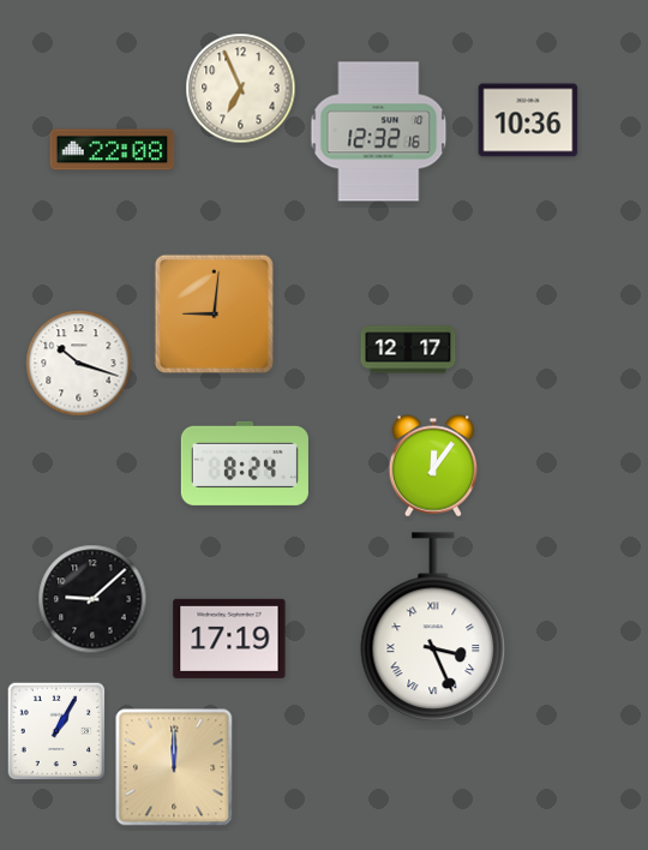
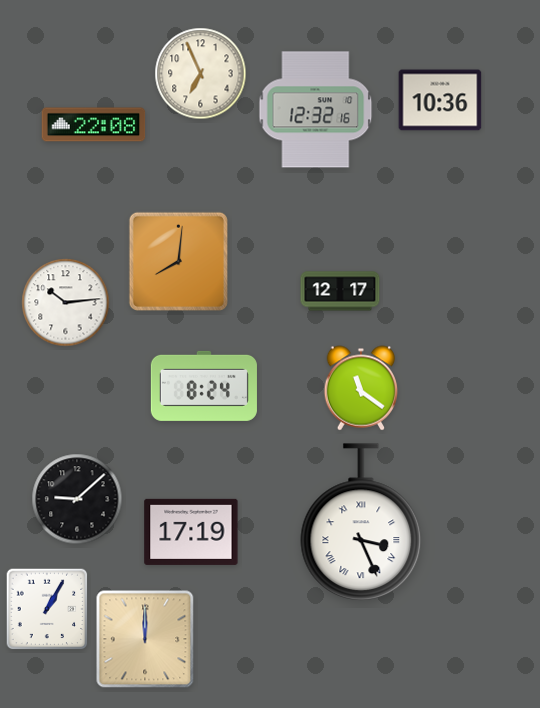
clock at (214, 313): 9:01 -> 8:01
clock at (79, 364): 10:18 -> 10:14
clock at (433, 466): 12:06 -> 11:21
